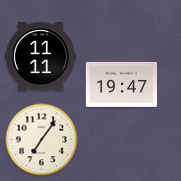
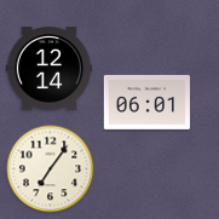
clock at (41, 57): 11:11 -> 12:14
clock at (122, 84): 19:47 -> 06:01
